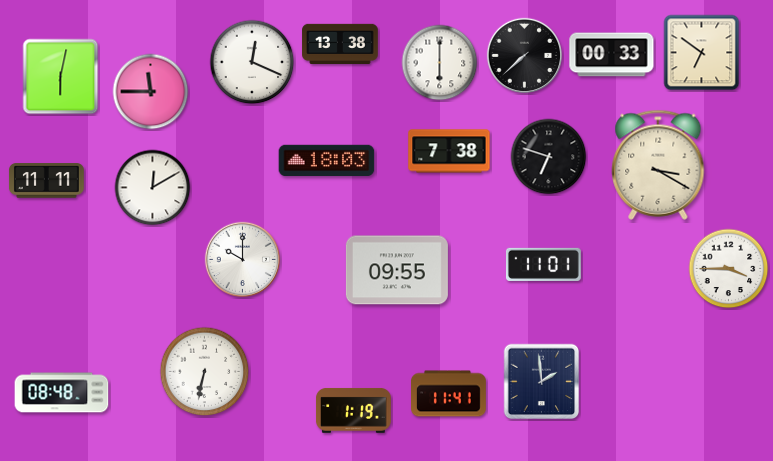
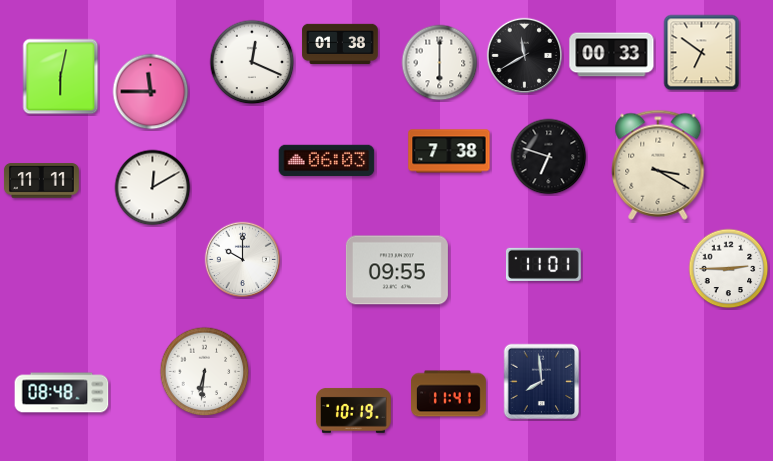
clock at (340, 43): 13:38 -> 01:38
clock at (524, 55): 7:38 -> 11:40
clock at (327, 161): 18:03 -> 06:03
clock at (46, 181) position: (46, 181) -> (41, 181)
clock at (729, 269): 3:45 -> 2:45
clock at (205, 372): 6:32 -> 6:31
clock at (542, 382): 1:59 -> 7:59
clock at (354, 410): 1:19 -> 10:19
